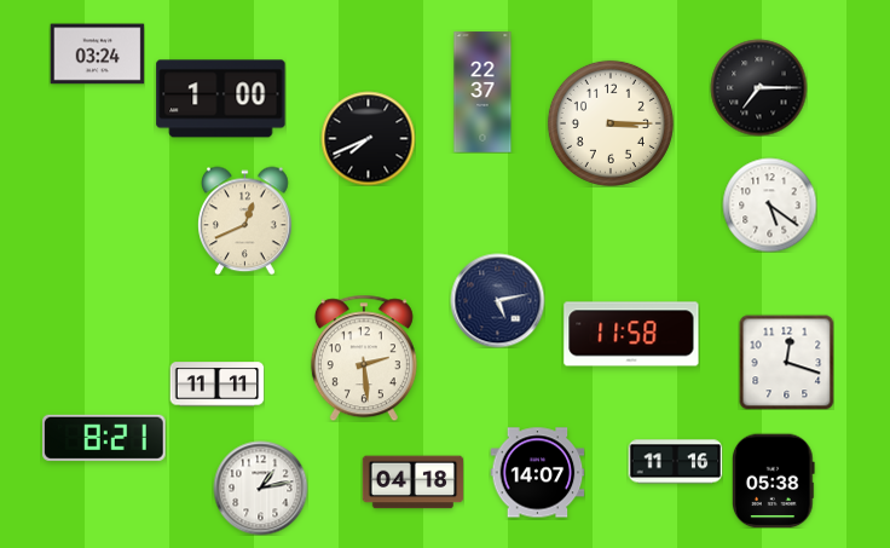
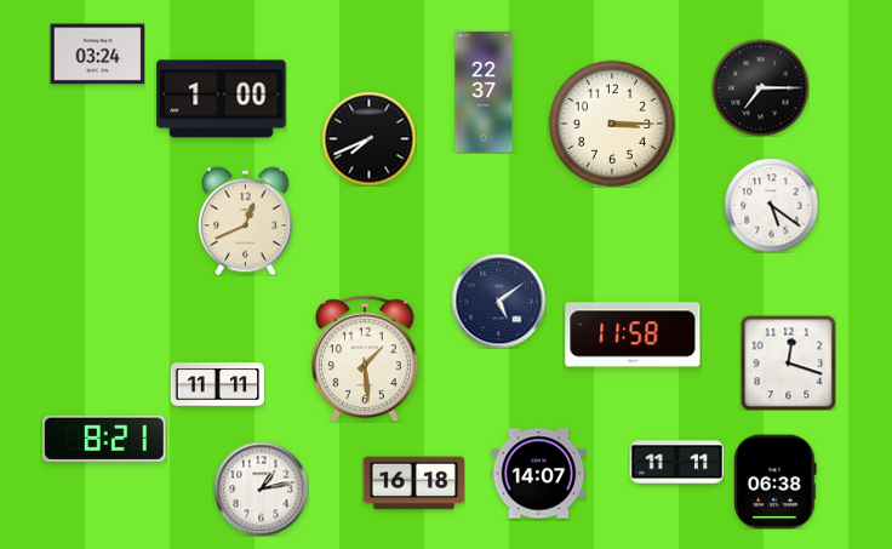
clock at (497, 300): 5:13 -> 5:09
clock at (364, 358): 2:29 -> 1:29
clock at (675, 462): 11:16 -> 11:11
clock at (774, 480): 05:38 -> 06:38
clock at (412, 483): 04:18 -> 16:18
